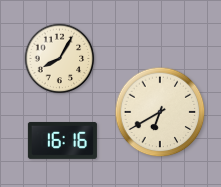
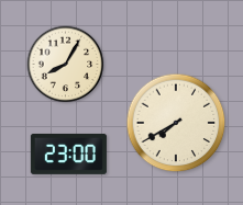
clock at (160, 112): 6:40 -> 7:40
clock at (62, 140): 16:16 -> 23:00
